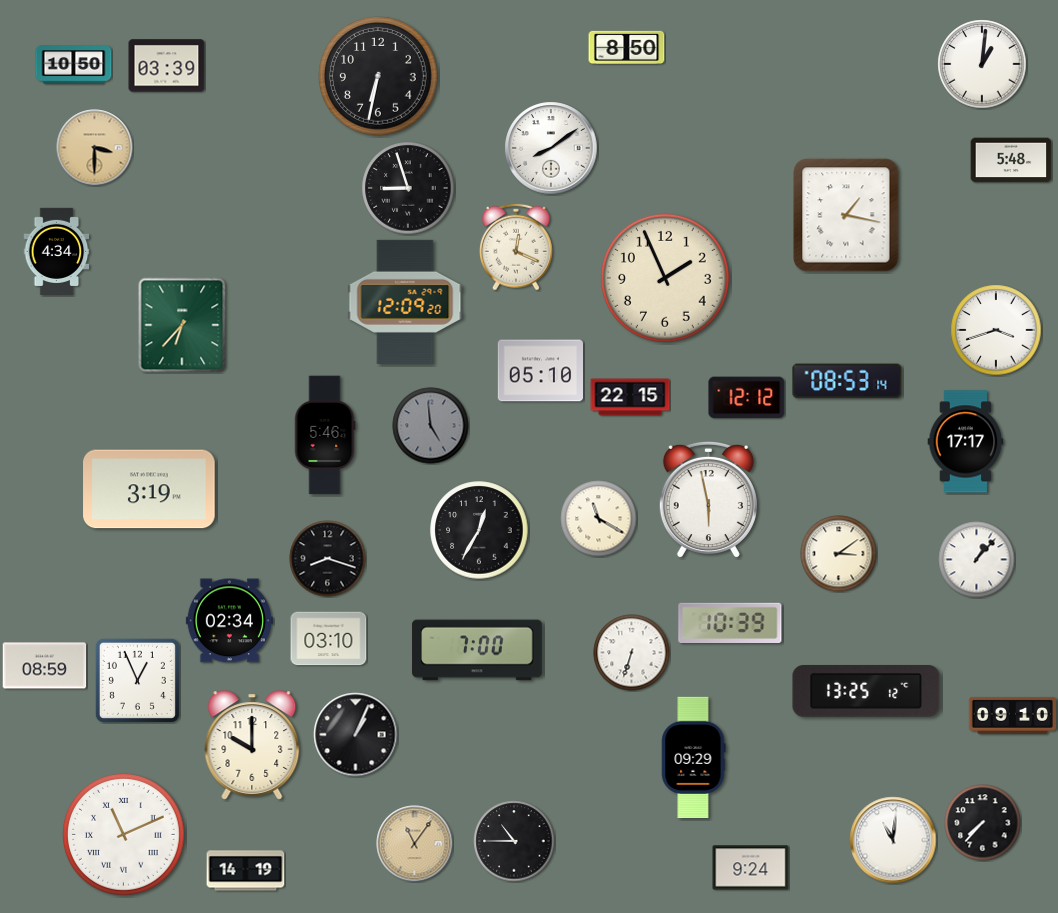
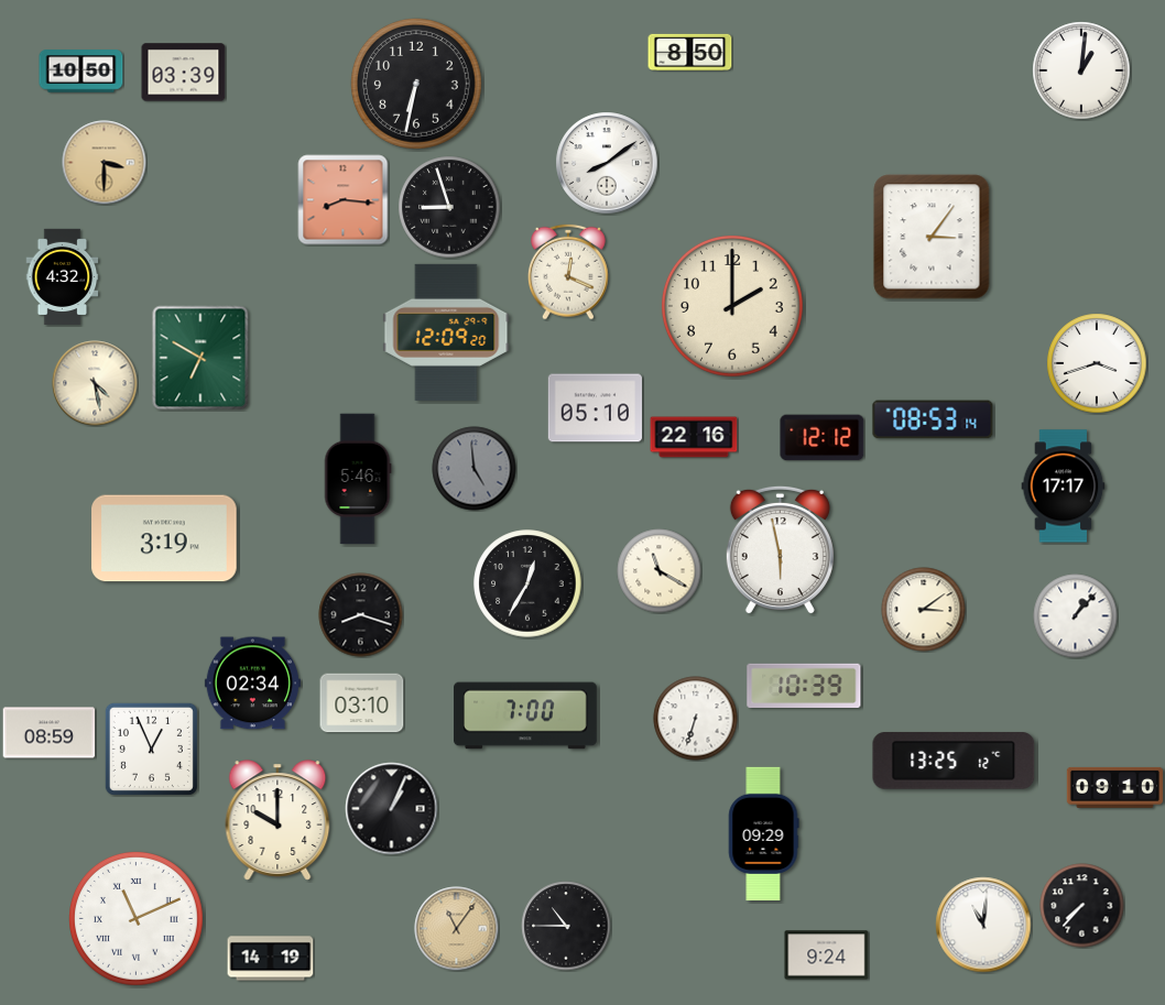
clock at (1011, 160): 5:48 -> none
clock at (344, 200): none -> 8:16
clock at (846, 215): 1:17 -> 3:06
clock at (57, 251): 4:34 -> 4:32
clock at (665, 278): 1:56 -> 2:00
clock at (182, 325): 6:37 -> 6:50
clock at (95, 383): none -> 4:28
clock at (630, 397): 22:15 -> 22:16
